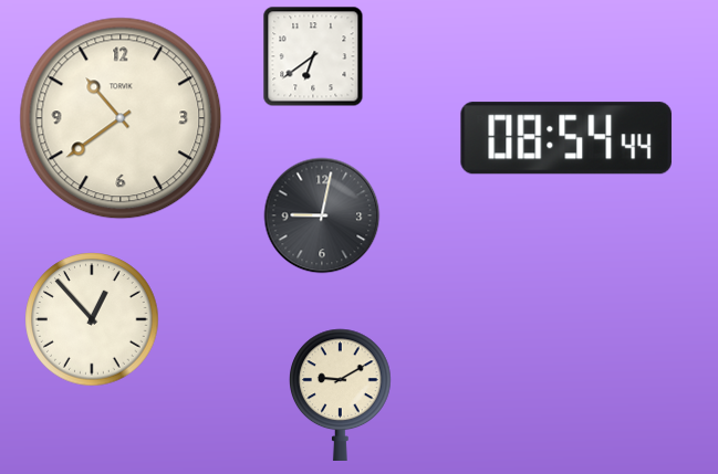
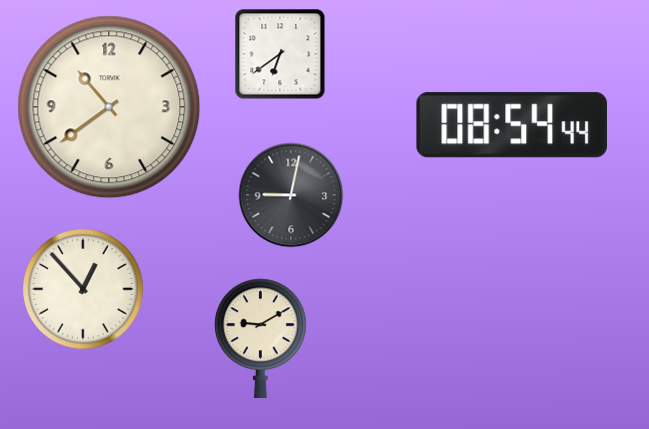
clock at (313, 56) position: (313, 56) -> (280, 54)
clock at (341, 394) position: (341, 394) -> (261, 338)
